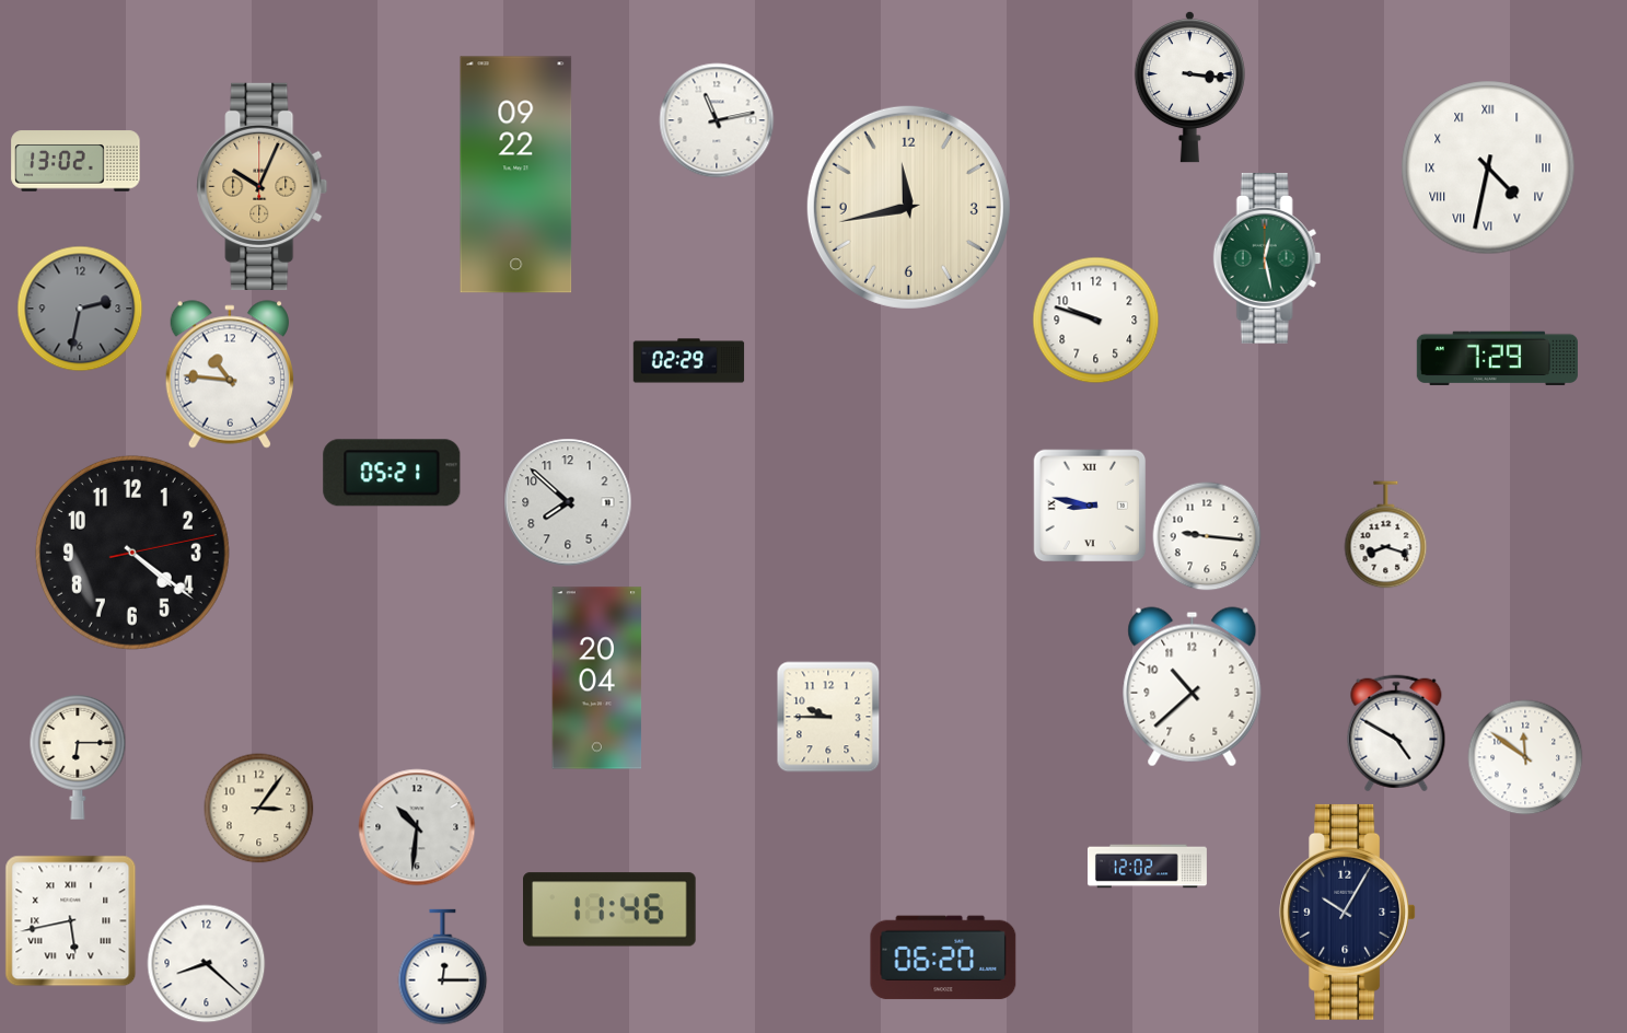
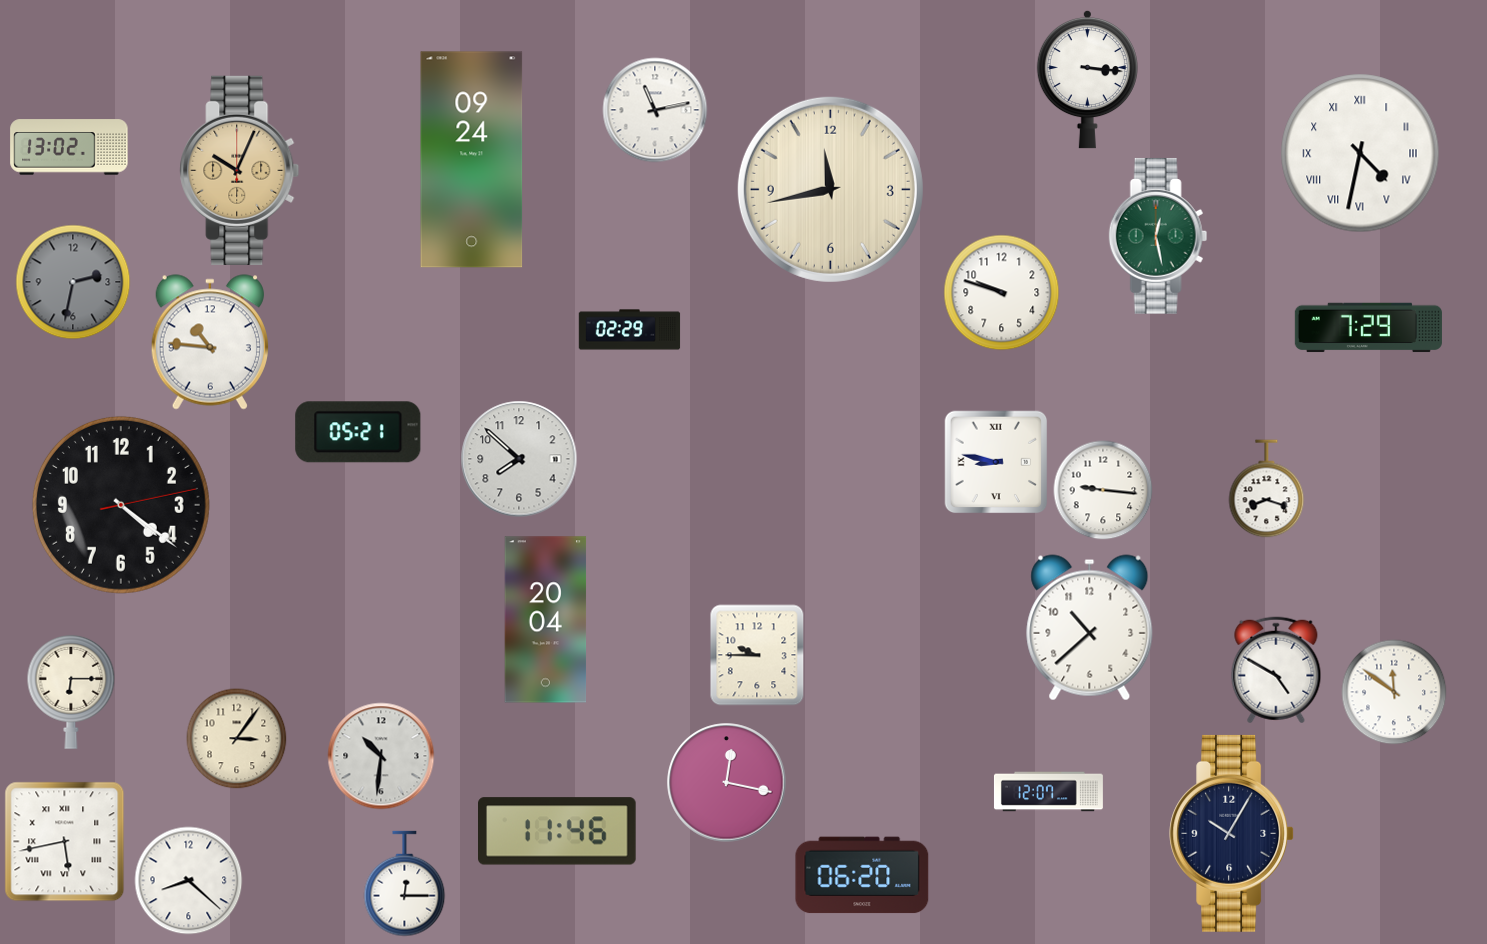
clock at (516, 175): 09:22 -> 09:24
clock at (727, 783): none -> 12:17
clock at (1147, 867): 12:02 -> 12:07
